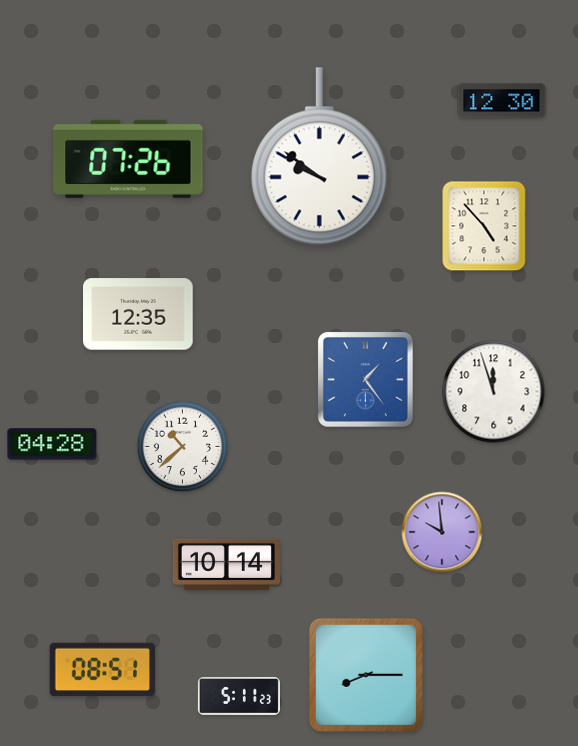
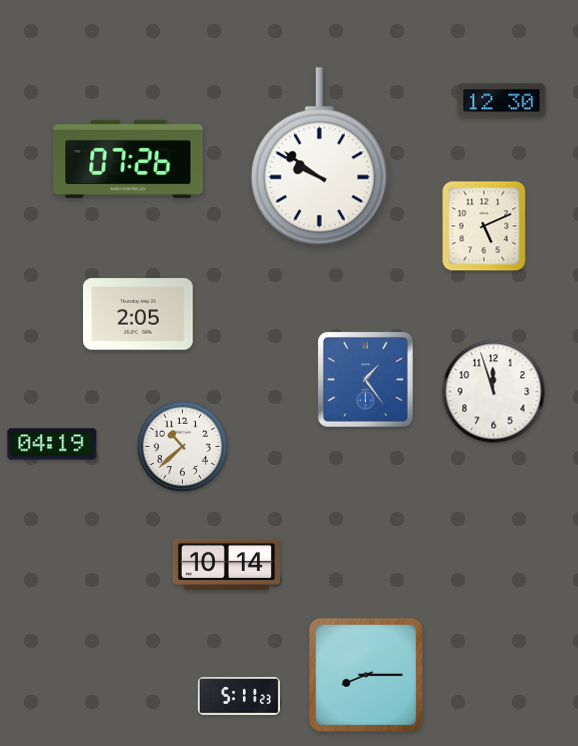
clock at (484, 226): 4:53 -> 5:11
clock at (138, 314): 12:35 -> 2:05
clock at (52, 444): 04:28 -> 04:19
clock at (442, 532): 9:59 -> none
clock at (103, 670): 08:51 -> none
